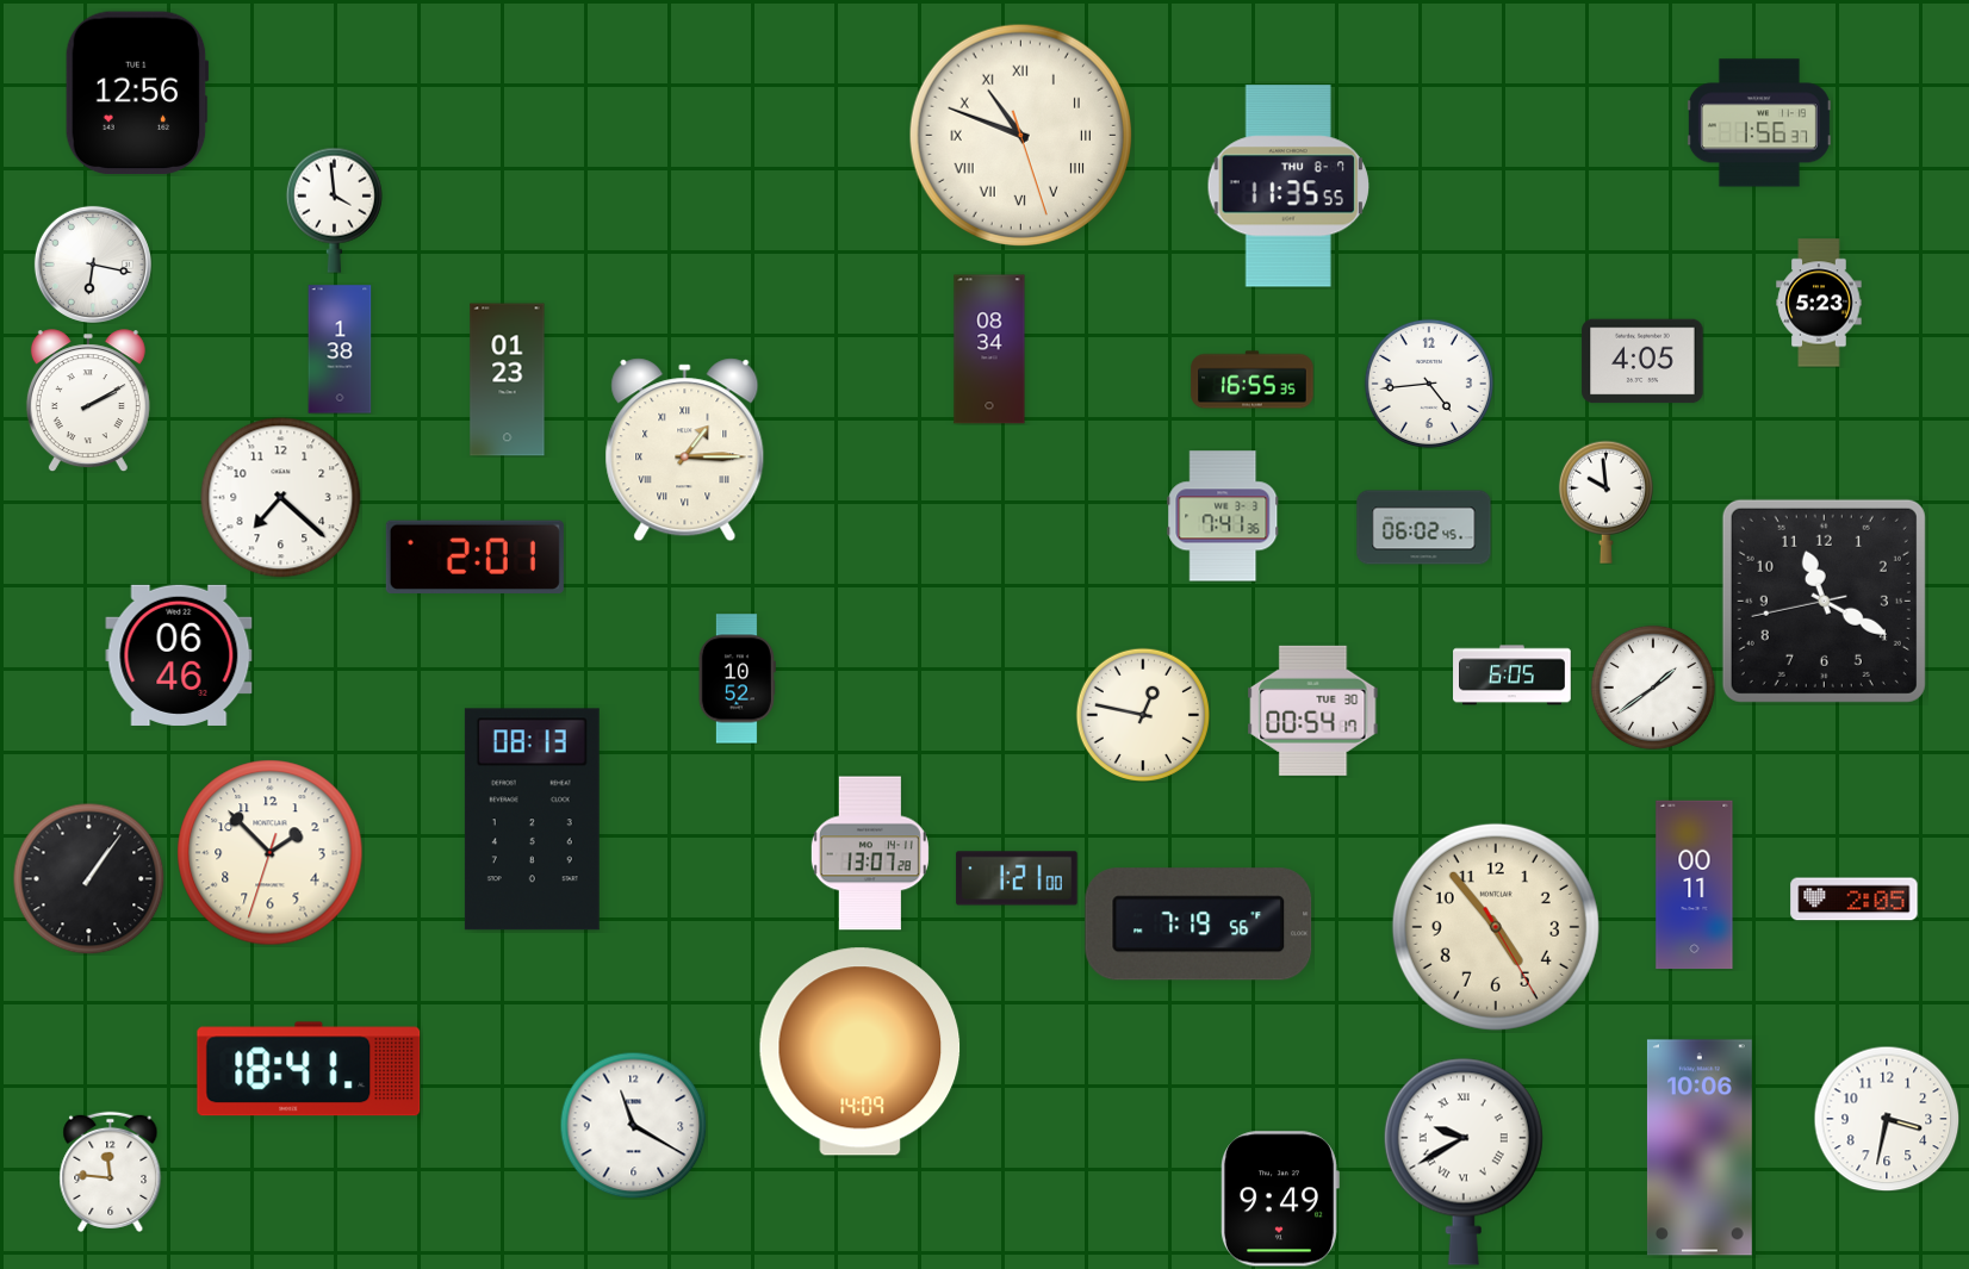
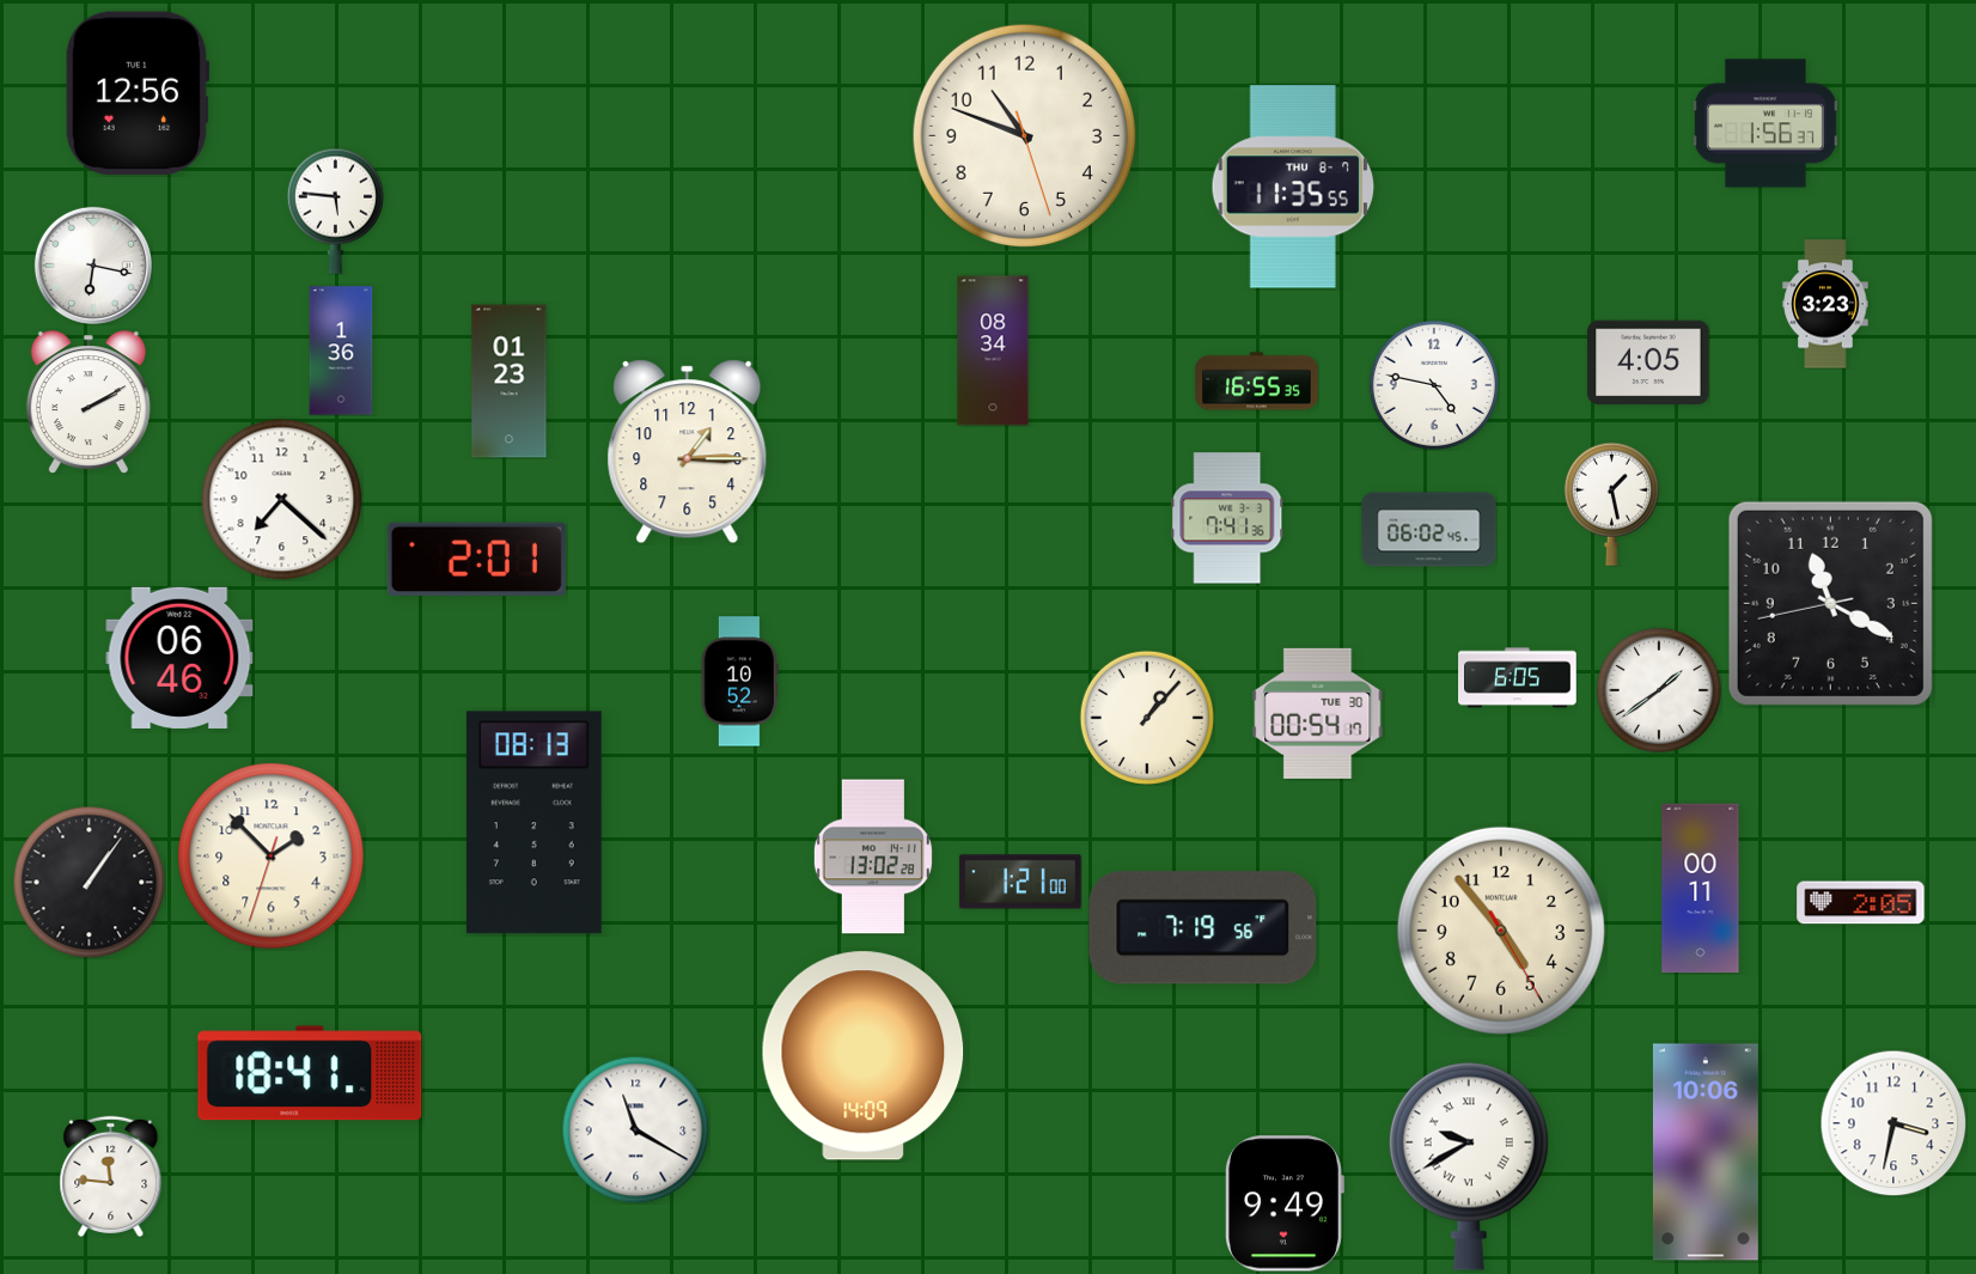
clock at (1020, 135) numerals: Roman -> Arabic
clock at (334, 210): 3:59 -> 5:46
clock at (1819, 303): 5:23 -> 3:23
clock at (340, 349): 1:38 -> 1:36
clock at (1429, 384): 4:44 -> 4:47
clock at (685, 450) numerals: Roman -> Arabic
clock at (1605, 502): 9:59 -> 1:28
clock at (1142, 714): 12:47 -> 1:07
clock at (870, 853): 13:07 -> 13:02
